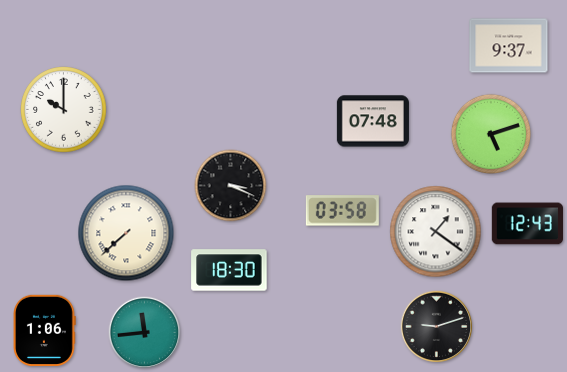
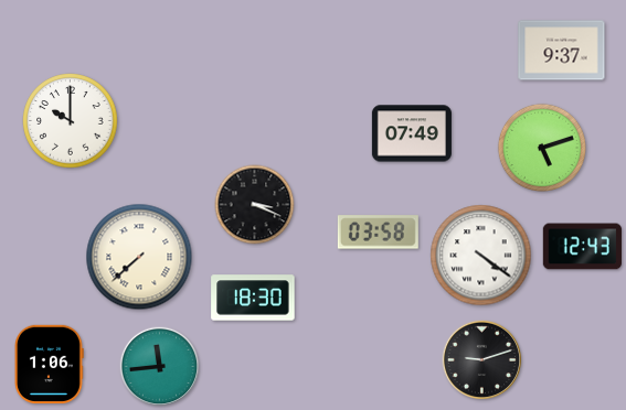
clock at (373, 121): 07:48 -> 07:49
clock at (436, 232): 1:21 -> 4:21
